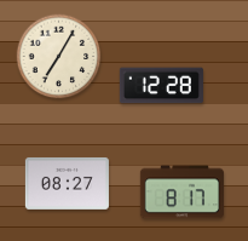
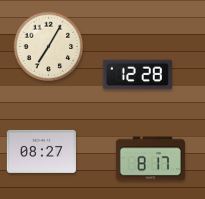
clock at (161, 86) position: (161, 86) -> (137, 75)
clock at (67, 183) position: (67, 183) -> (41, 151)
